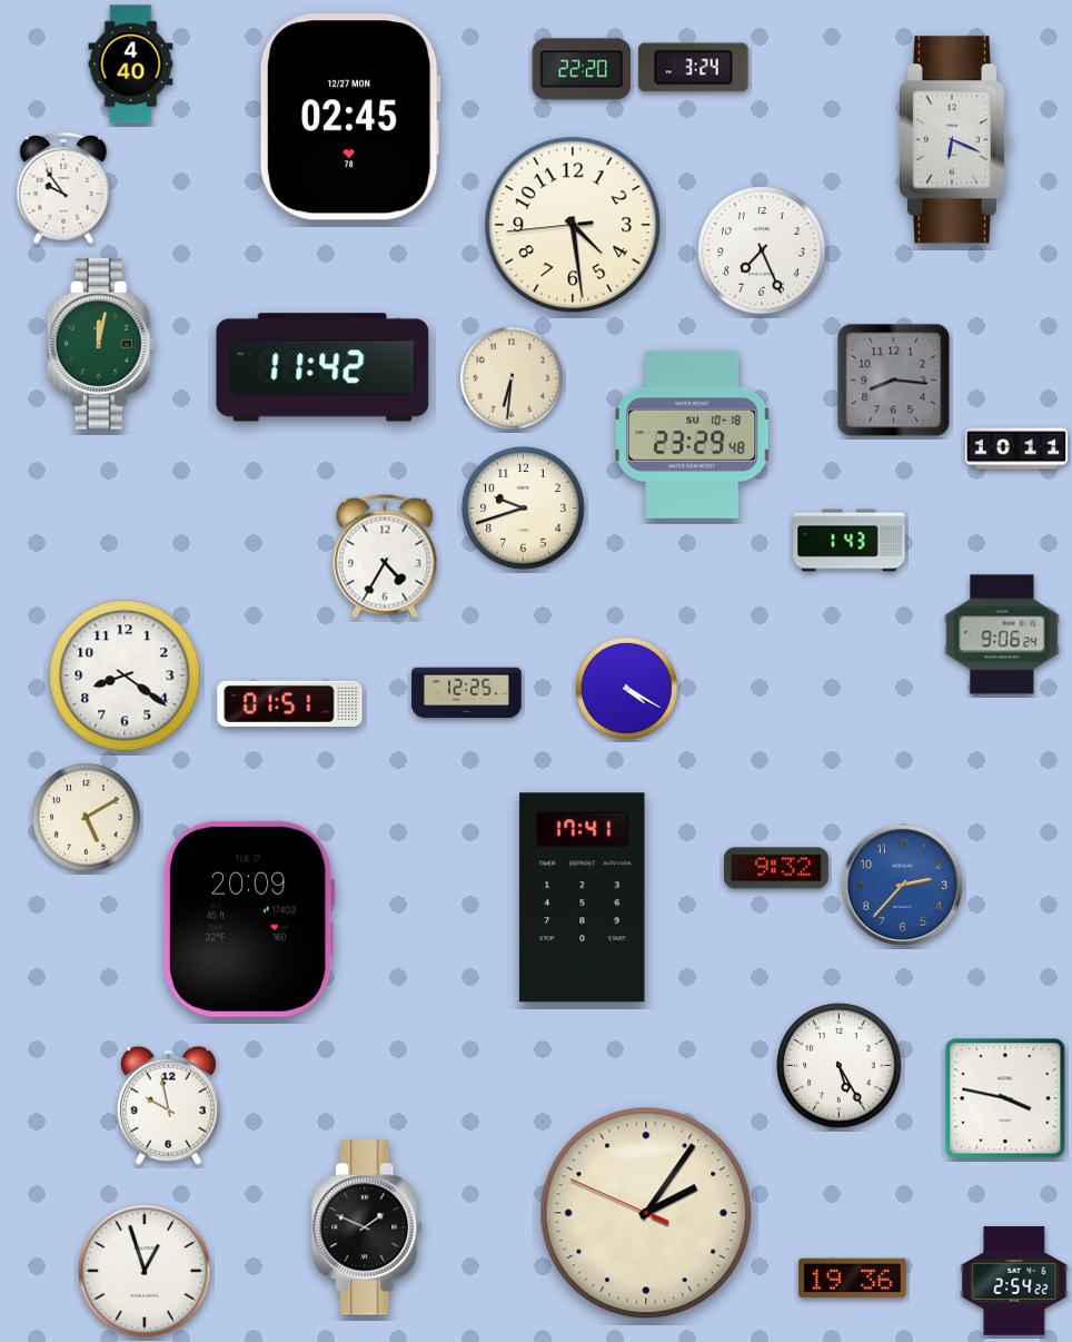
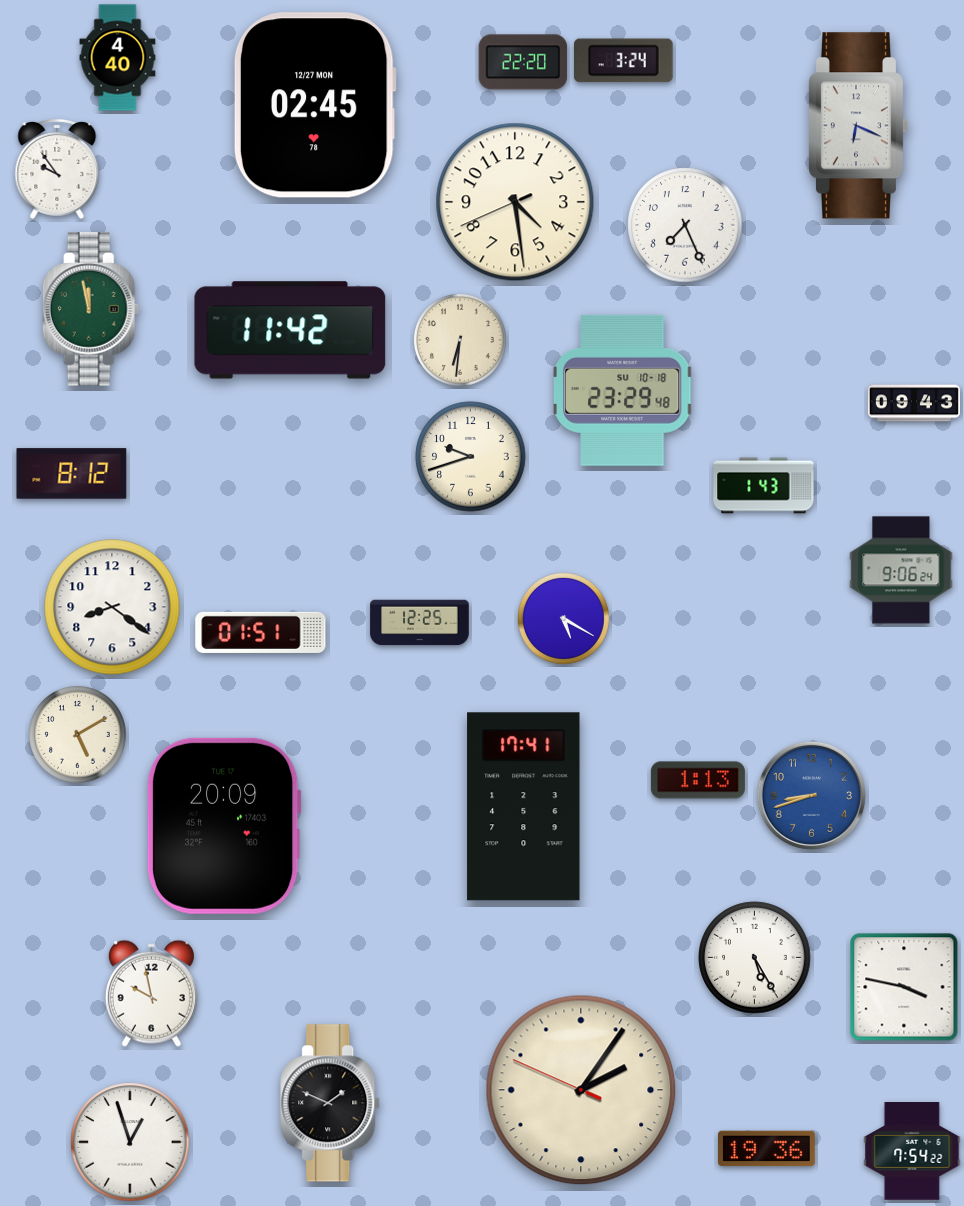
clock at (573, 225): 4:28:44 -> 4:28:41
clock at (101, 344): 12:02 -> 11:58
clock at (894, 381): 8:16 -> none
clock at (1015, 448): 10:11 -> 09:43
clock at (72, 474): none -> 8:12
clock at (385, 556): 4:35 -> none
clock at (626, 688): 4:20 -> 5:20
clock at (776, 868): 9:32 -> 1:13
clock at (902, 885): 2:37 -> 8:42
clock at (1014, 1281): 2:54 -> 7:54
